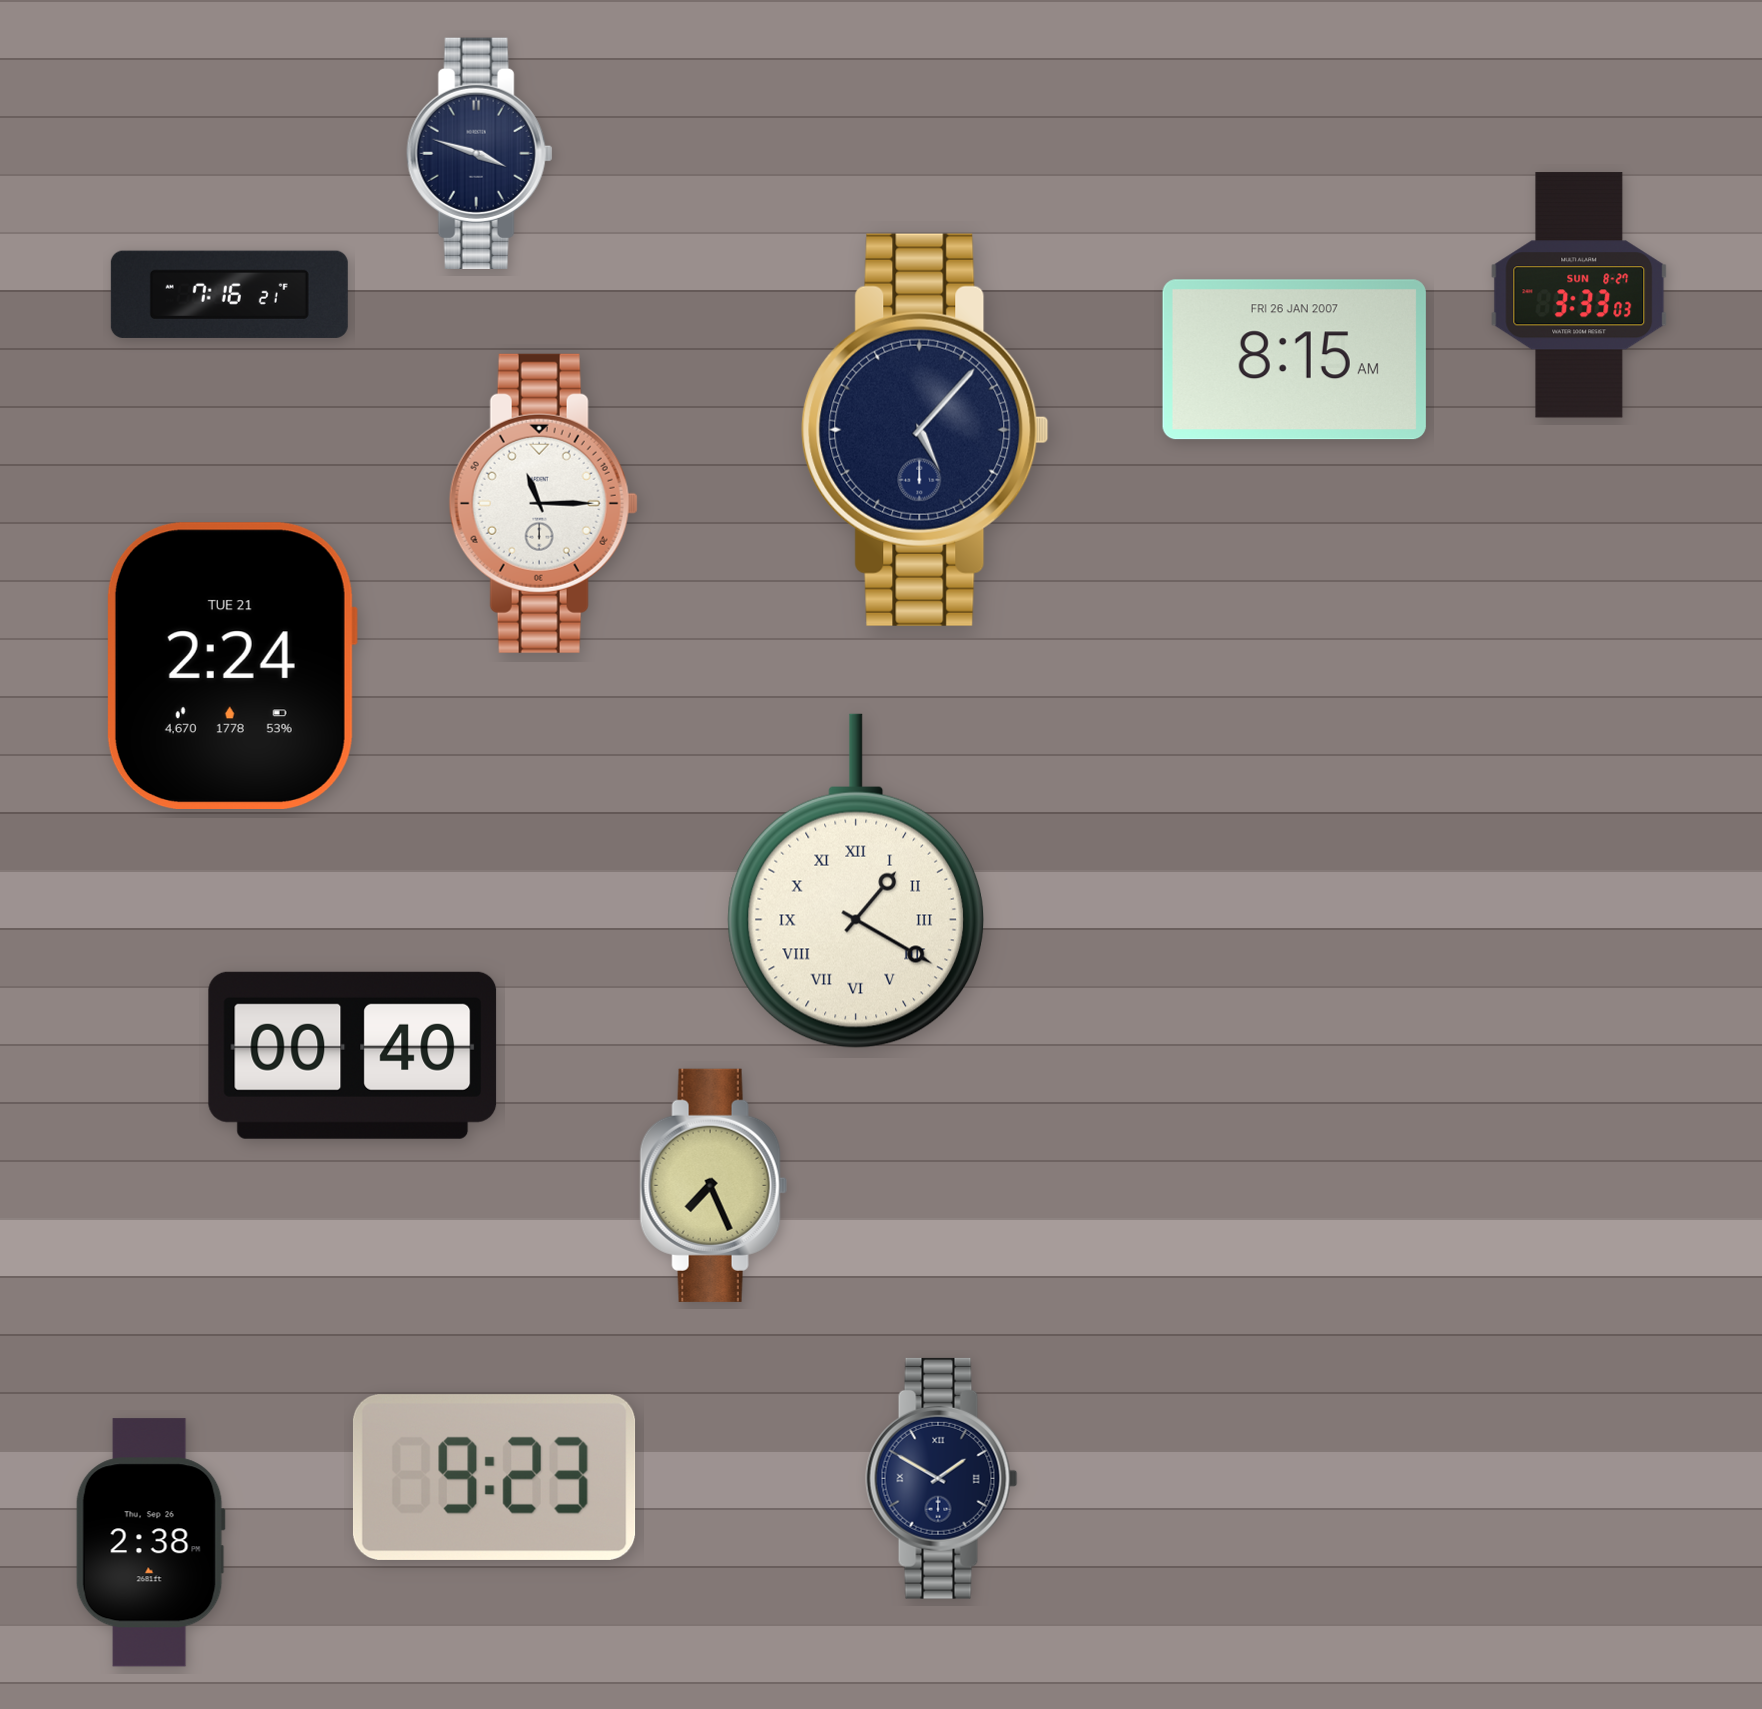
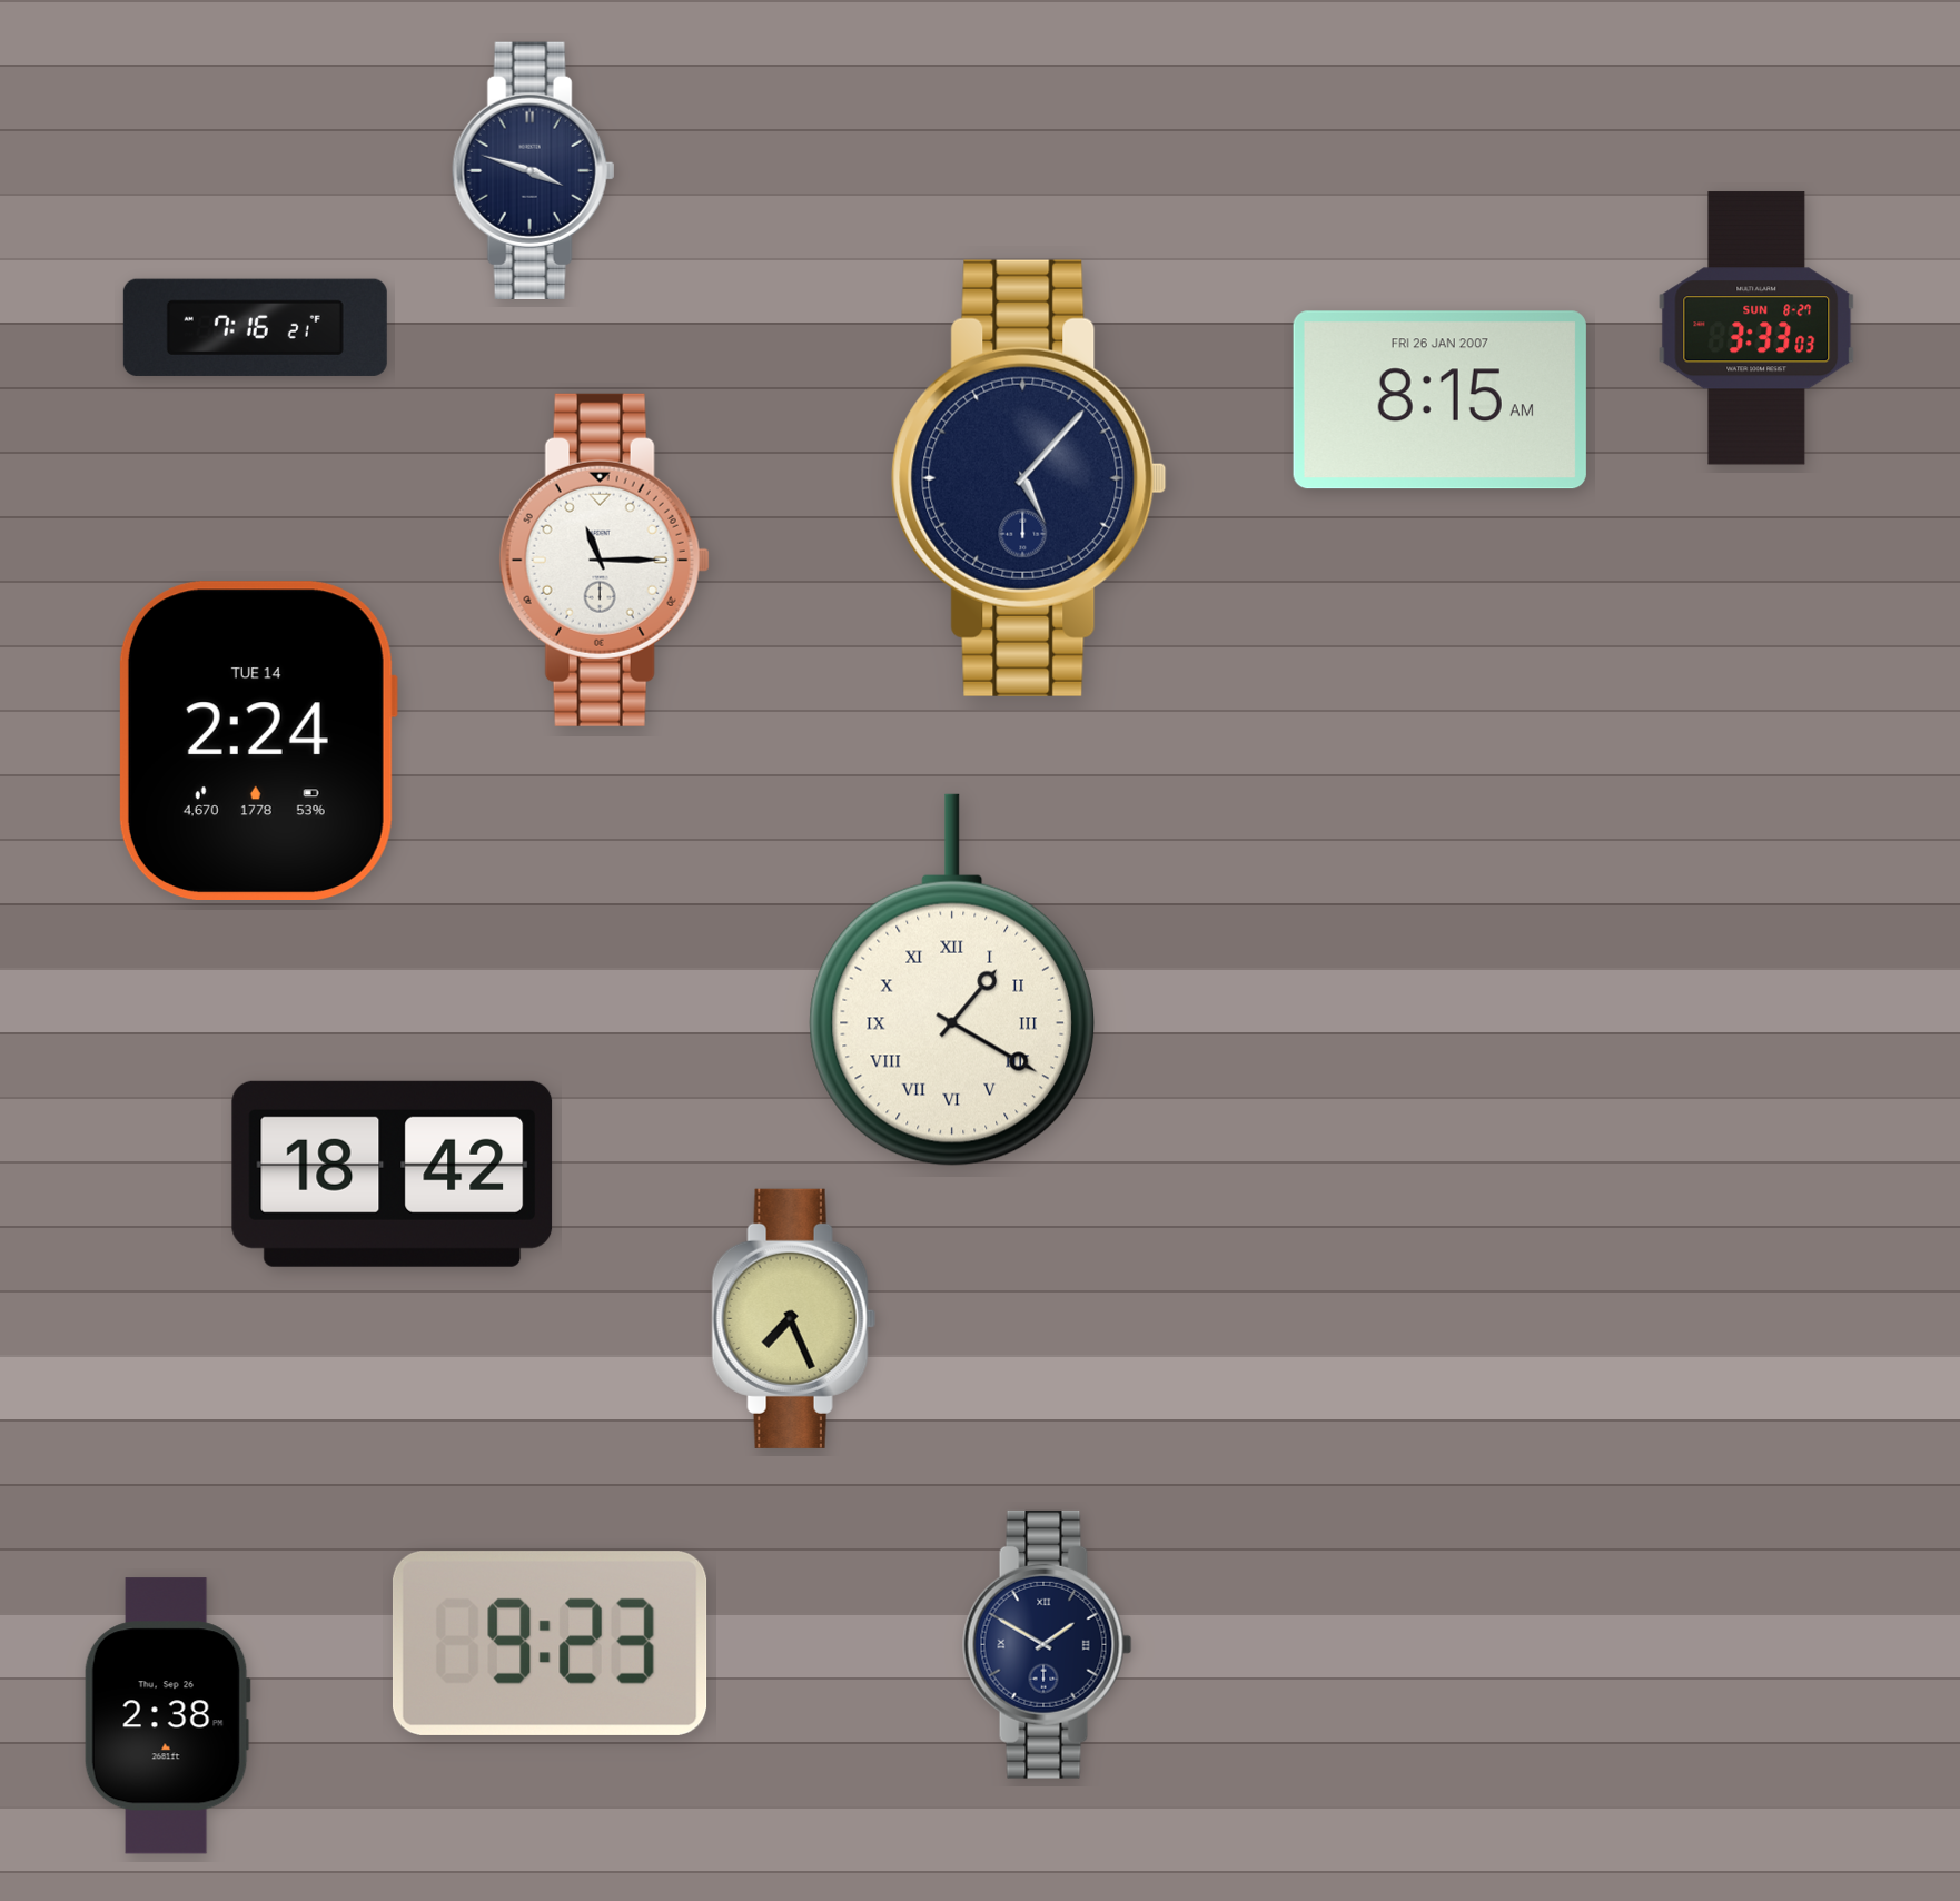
clock at (231, 665) date: TUE 21 -> TUE 14
clock at (353, 1055): 00:40 -> 18:42
